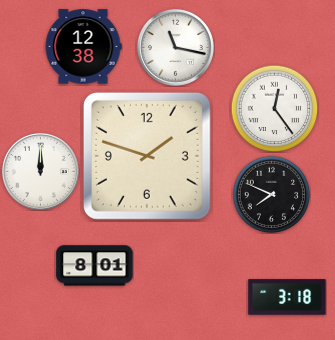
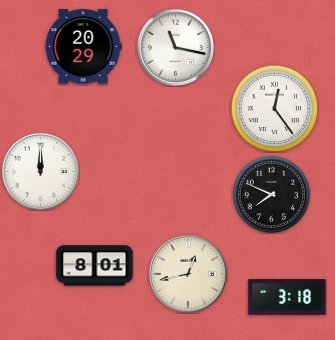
clock at (83, 47): 12:38 -> 20:29
clock at (147, 156): 1:48 -> none
clock at (188, 274): none -> 12:43
